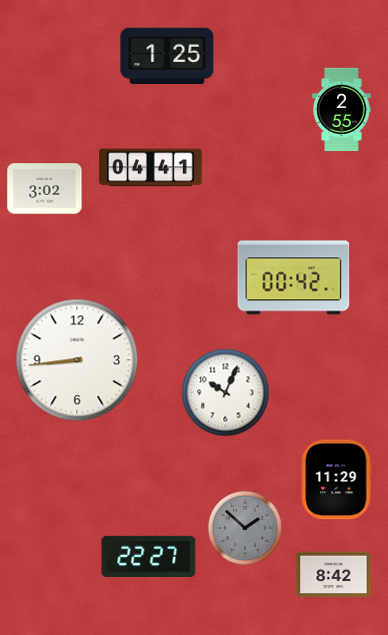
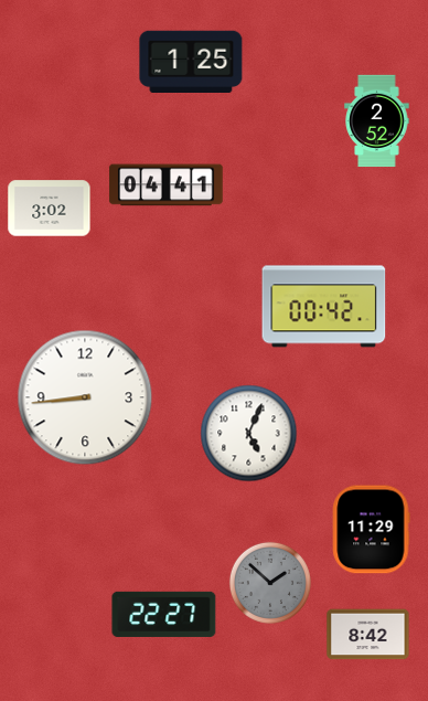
clock at (167, 55) position: (167, 55) -> (191, 61)
clock at (342, 110): 2:55 -> 2:52
clock at (226, 393): 10:04 -> 5:04
